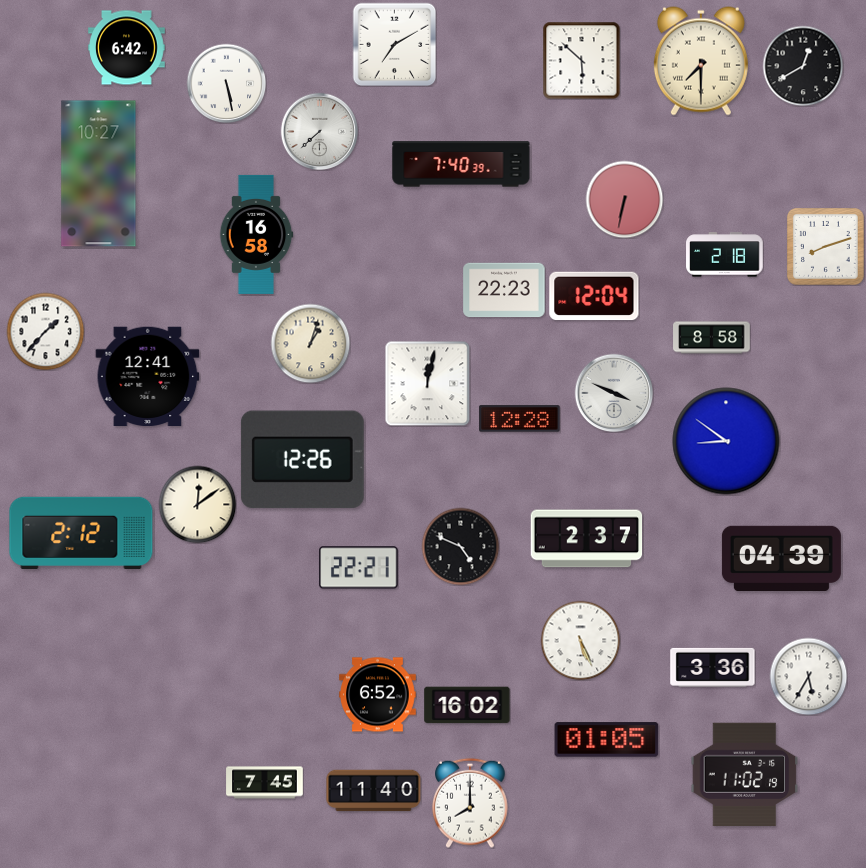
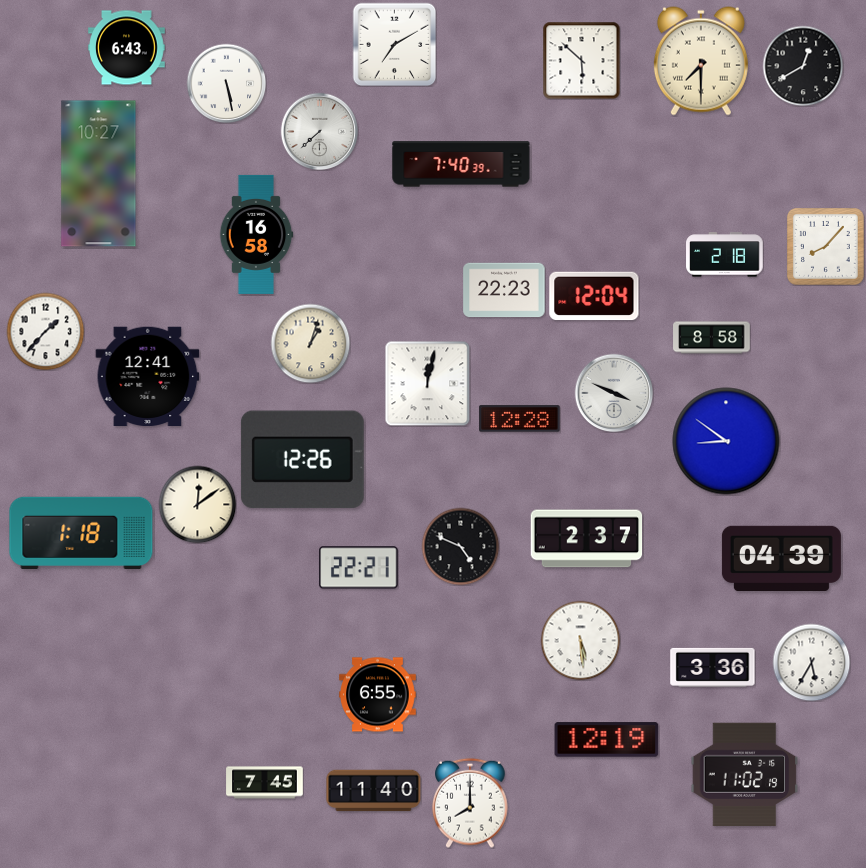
clock at (127, 48): 6:42 -> 6:43
clock at (624, 199): 6:32 -> none
clock at (826, 247): 8:12 -> 8:07
clock at (81, 533): 2:12 -> 1:18
clock at (580, 640): 5:26 -> 5:29
clock at (808, 676) position: (808, 676) -> (811, 662)
clock at (378, 695): 6:52 -> 6:55
clock at (467, 705): 16:02 -> none
clock at (607, 740): 01:05 -> 12:19
